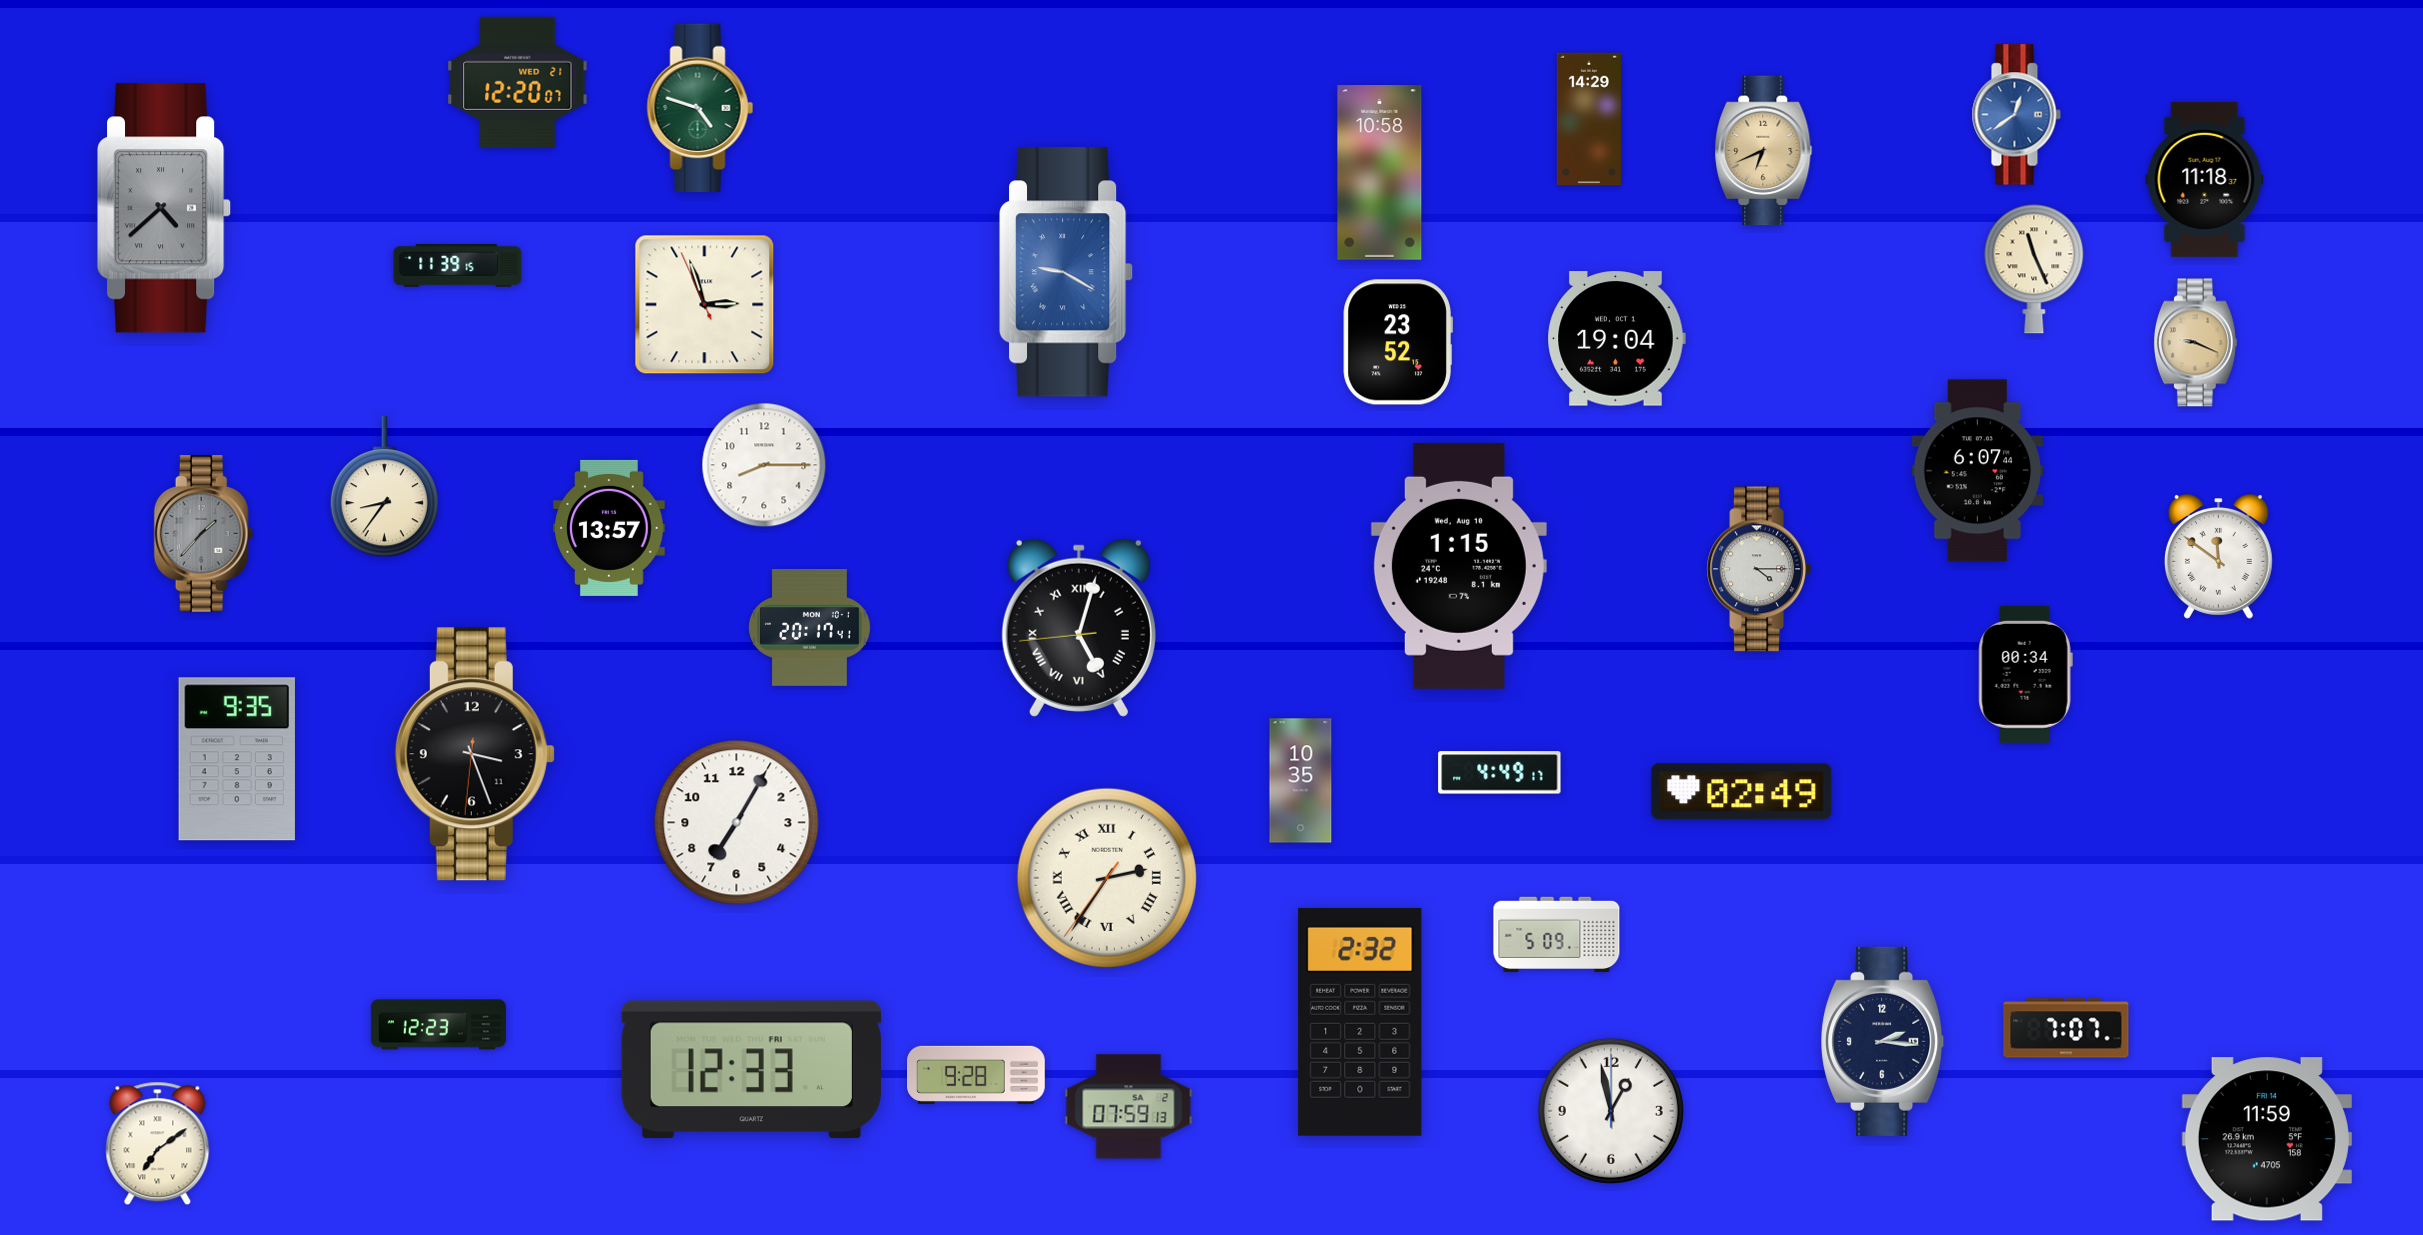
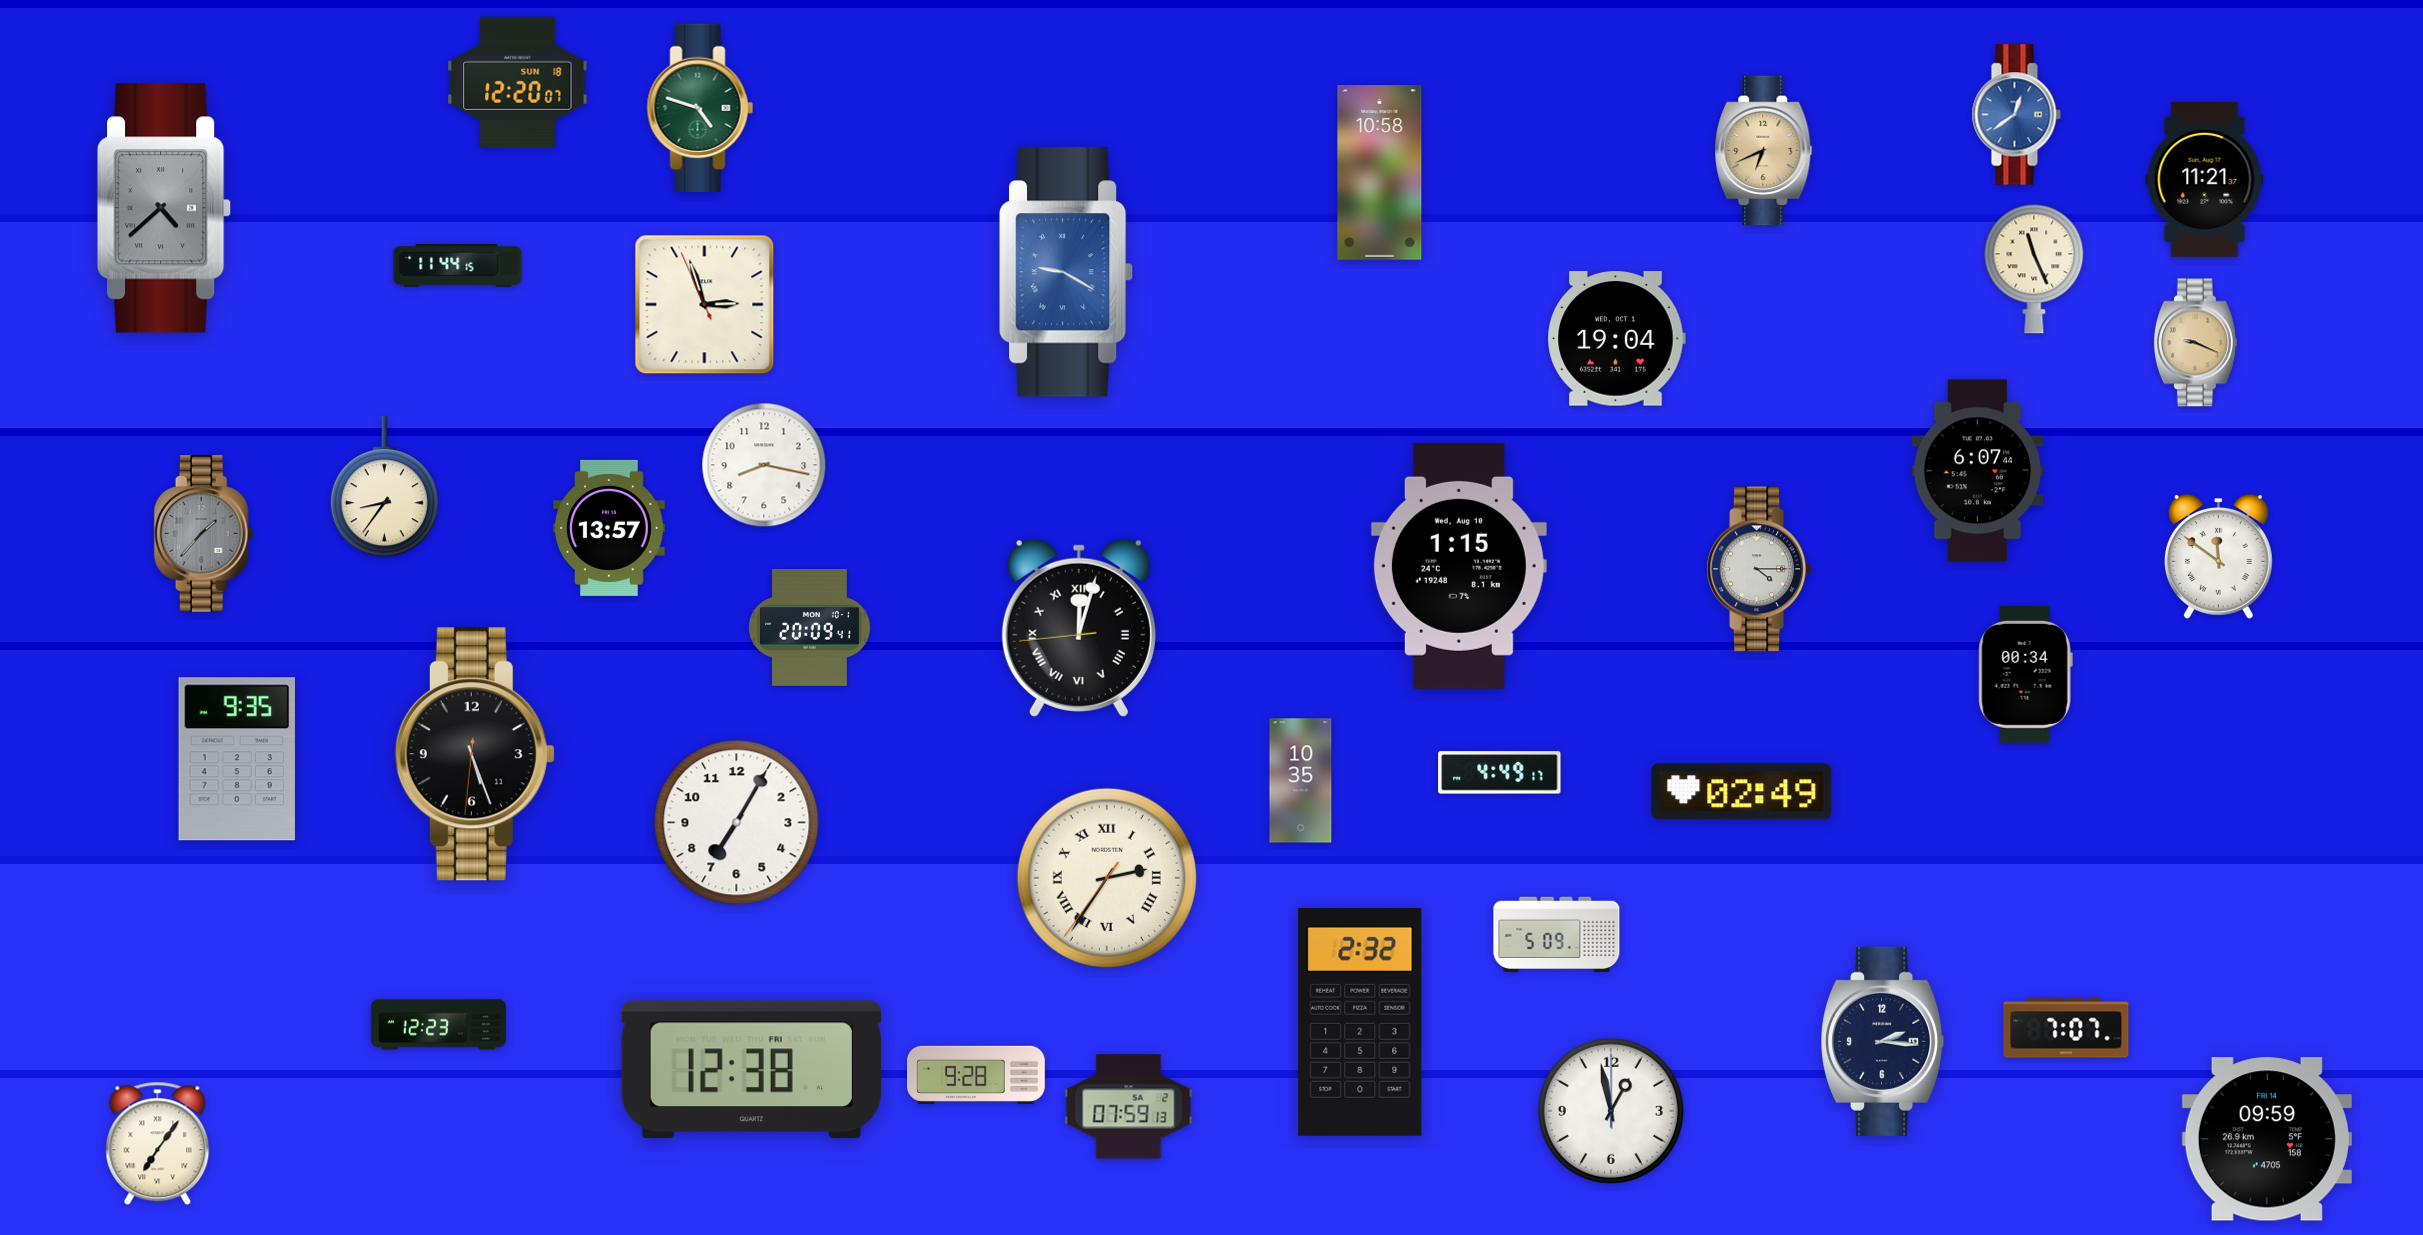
clock at (518, 82) date: WED 21 -> SUN 18
clock at (1589, 119): 14:29 -> none
clock at (2205, 179): 11:18 -> 11:21
clock at (458, 266): 11:39 -> 11:44
clock at (1398, 342): 23:52 -> none
clock at (764, 465): 8:15 -> 8:17
clock at (809, 628): 20:17 -> 20:09
clock at (1079, 628): 5:02 -> 12:02
clock at (475, 754): 3:26 -> 5:26
clock at (751, 1070): 12:33 -> 12:38
clock at (2267, 1139): 11:59 -> 09:59
clock at (158, 1144): 7:09 -> 7:06
